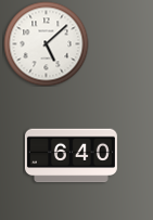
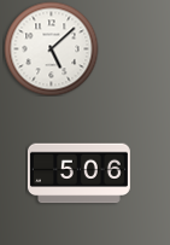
clock at (71, 156): 6:40 -> 5:06
